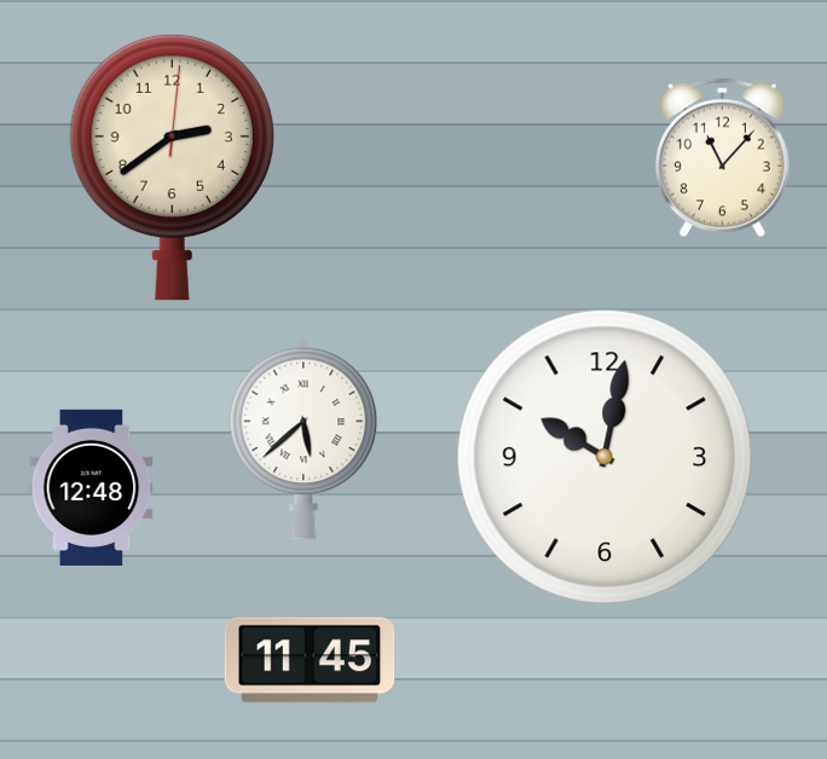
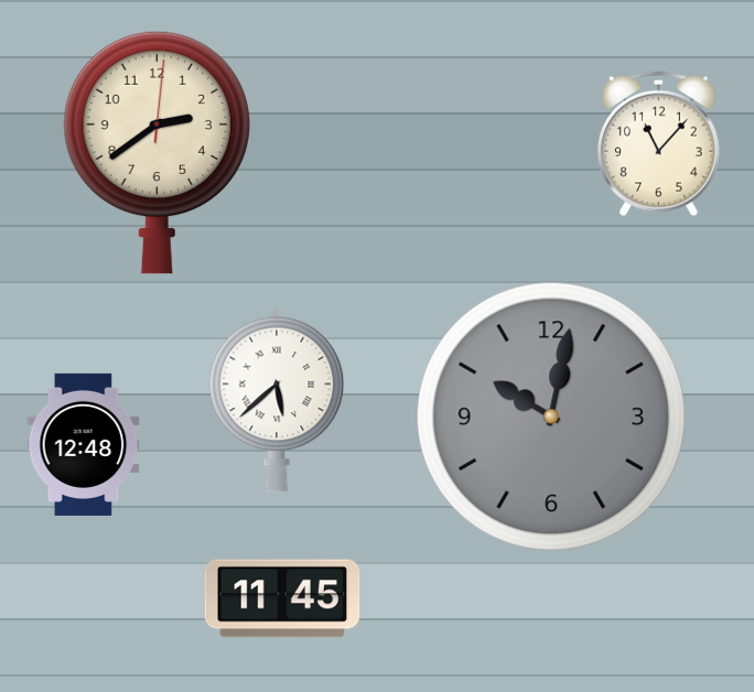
clock at (603, 456) dial: white -> grey
clock at (310, 660) position: (310, 660) -> (282, 598)
